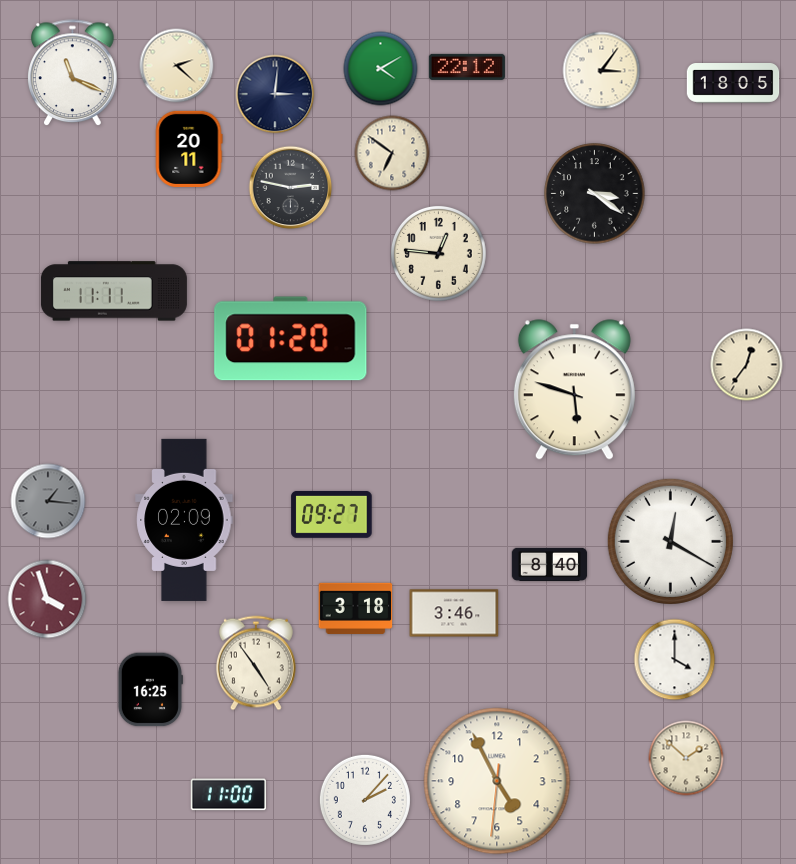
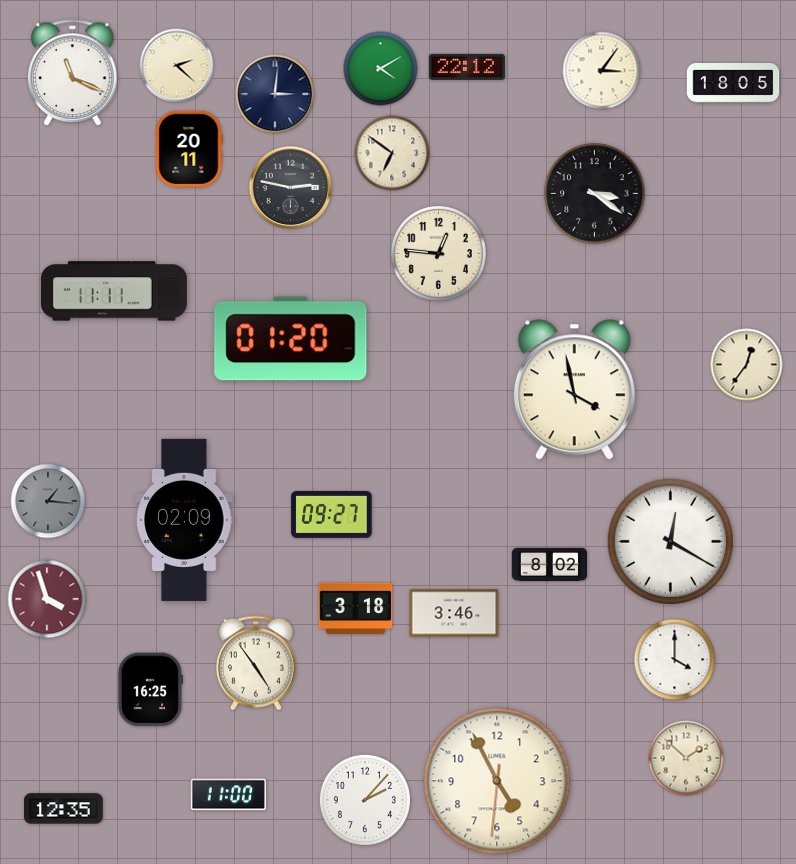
clock at (574, 390): 5:48 -> 3:58
clock at (550, 564): 8:40 -> 8:02
clock at (64, 809): none -> 12:35
